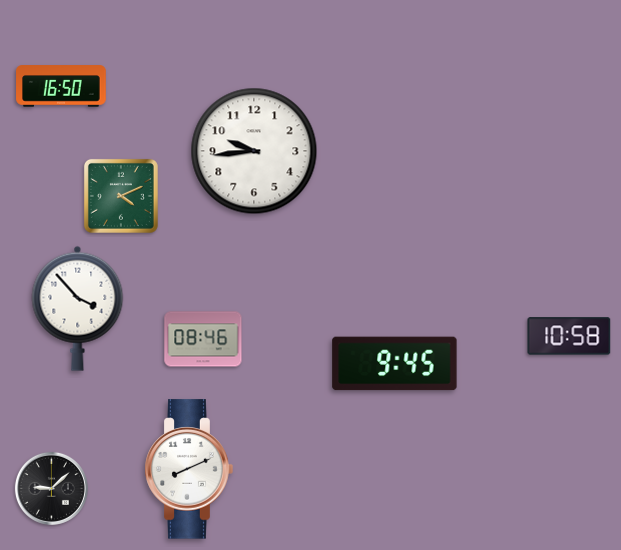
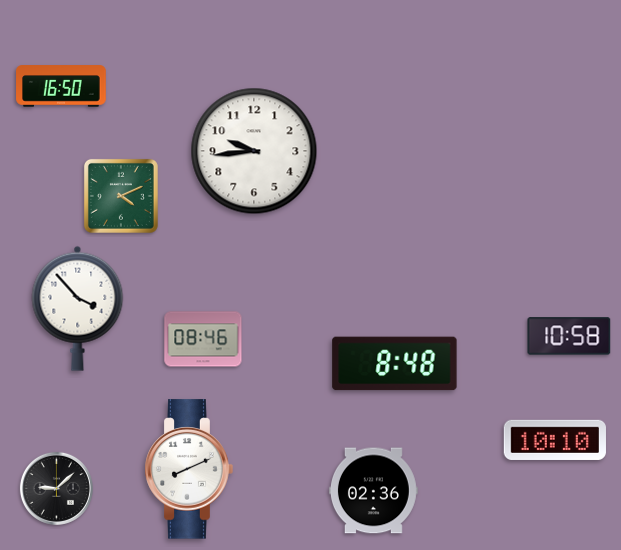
clock at (395, 364): 9:45 -> 8:48
clock at (554, 440): none -> 10:10
clock at (51, 488) position: (51, 488) -> (56, 488)
clock at (373, 491): none -> 02:36
